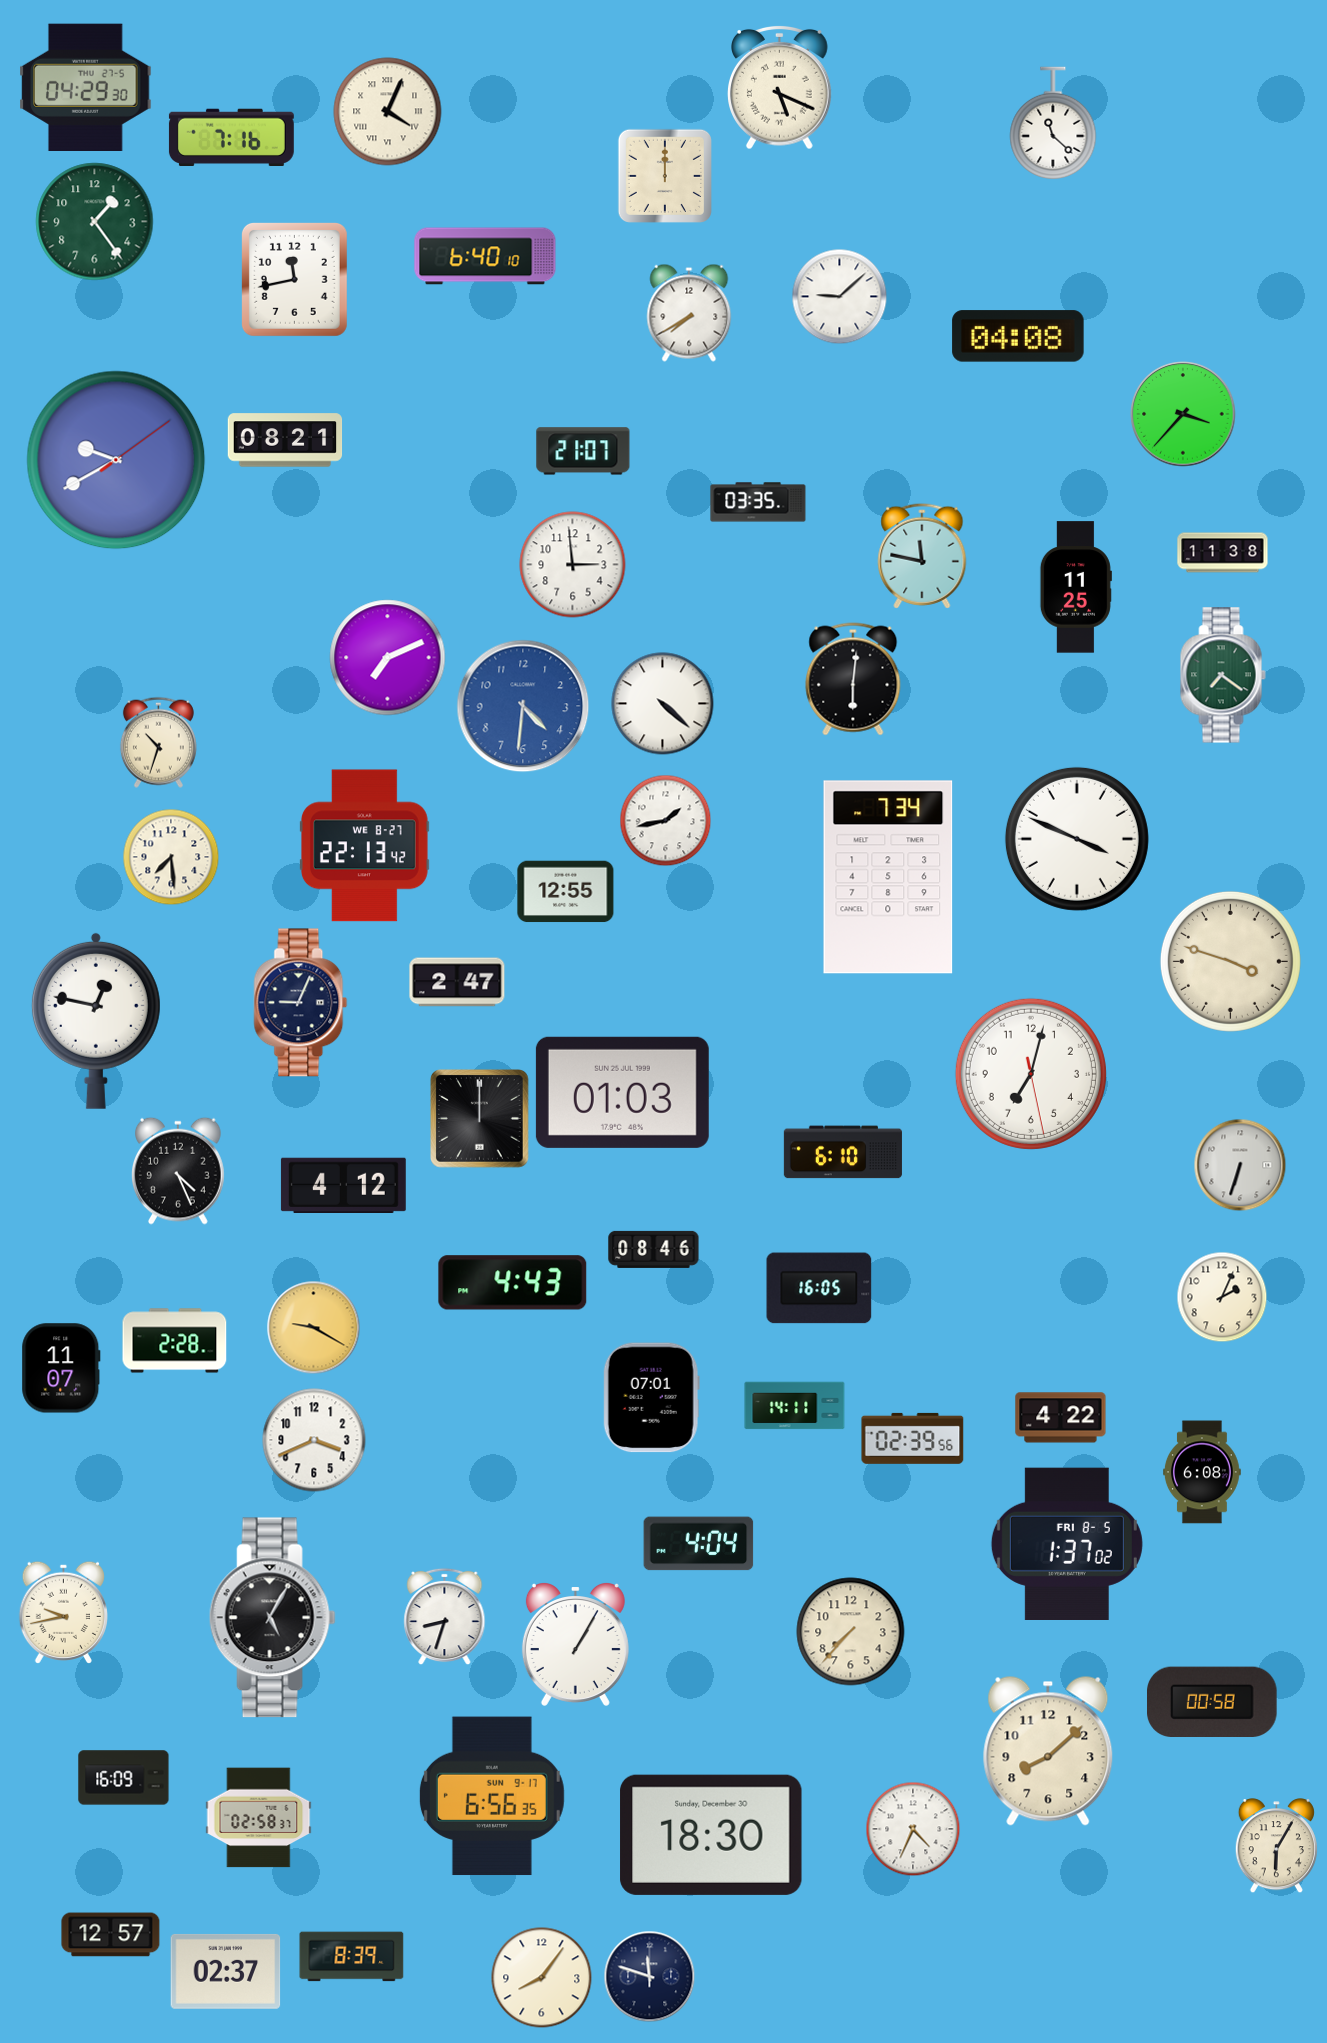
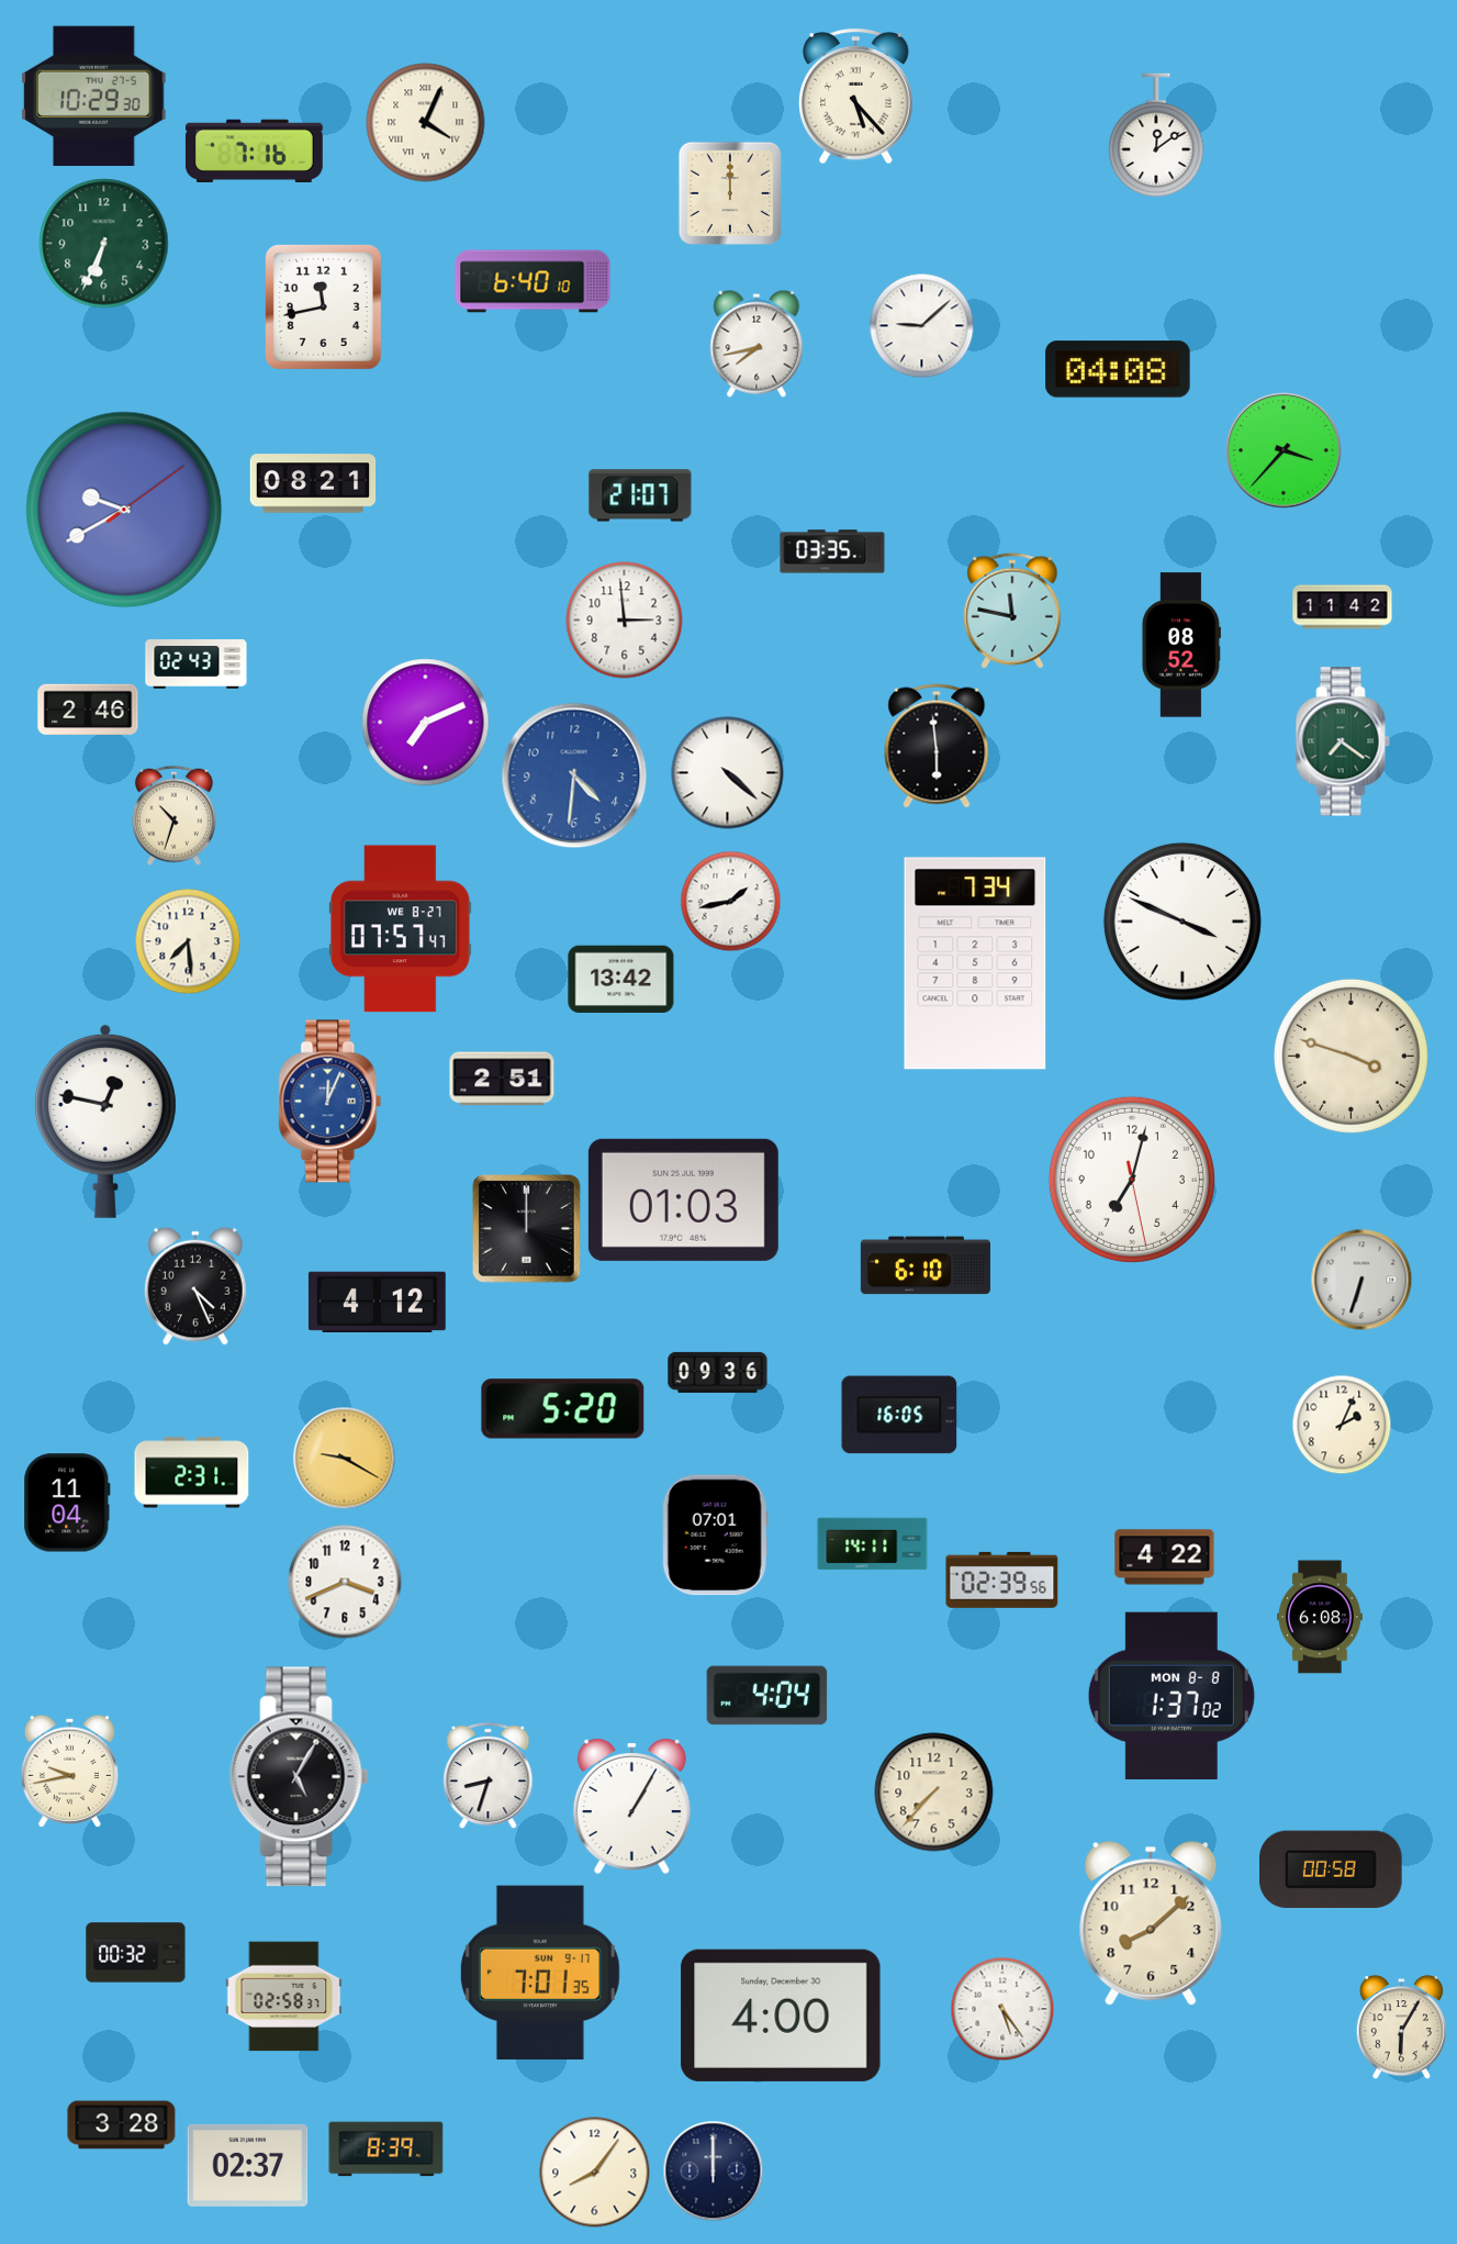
clock at (86, 87): 04:29 -> 10:29
clock at (780, 87): 5:19 -> 5:23
clock at (1053, 123): 11:22 -> 12:09
clock at (95, 222): 1:24 -> 6:34
clock at (689, 313): 7:40 -> 7:43
clock at (1183, 414) position: (1183, 414) -> (1284, 450)
clock at (116, 460) position: (116, 460) -> (124, 510)
clock at (1223, 553): 11:38 -> 11:42
clock at (573, 565) position: (573, 565) -> (625, 621)
clock at (1076, 587): 11:25 -> 08:52
clock at (197, 665): none -> 02:43
clock at (88, 708): none -> 2:46
clock at (853, 679): 6:01 -> 5:59
clock at (364, 846): 22:13 -> 07:57
clock at (566, 892): 12:55 -> 13:42
clock at (457, 982): 2:47 -> 2:51
clock at (301, 1003): 9:04 -> 12:04
clock at (301, 1003) dial: navy -> blue
clock at (654, 1249): 08:46 -> 09:36
clock at (513, 1283): 4:43 -> 5:20
clock at (175, 1341): 2:28 -> 2:31
clock at (61, 1368): 11:07 -> 11:04
clock at (1067, 1543) date: FRI 8-5 -> MON 8-8
clock at (124, 1778): 16:09 -> 00:32
clock at (492, 1796): 6:56 -> 7:01
clock at (913, 1829): 4:34 -> 5:24
clock at (711, 1835): 18:30 -> 4:00
clock at (111, 1935): 12:57 -> 3:28
clock at (649, 1976): 11:48 -> 12:00
